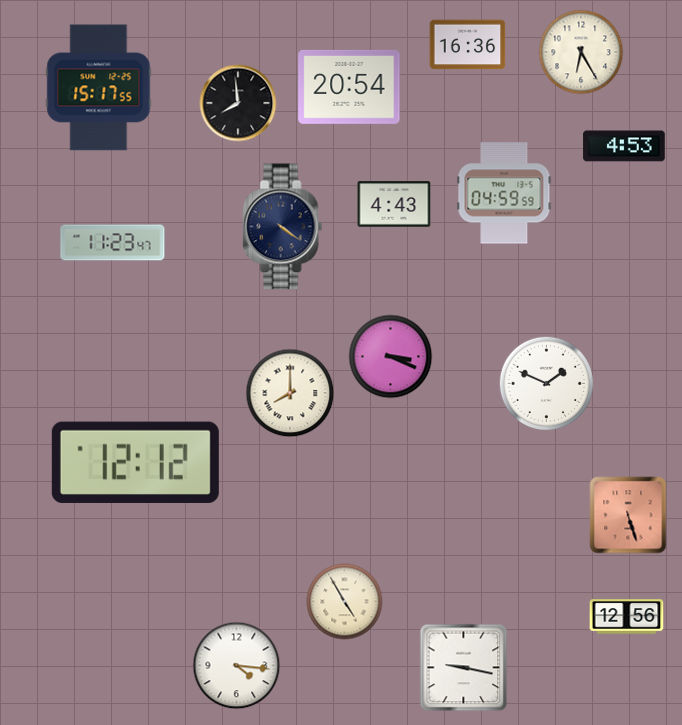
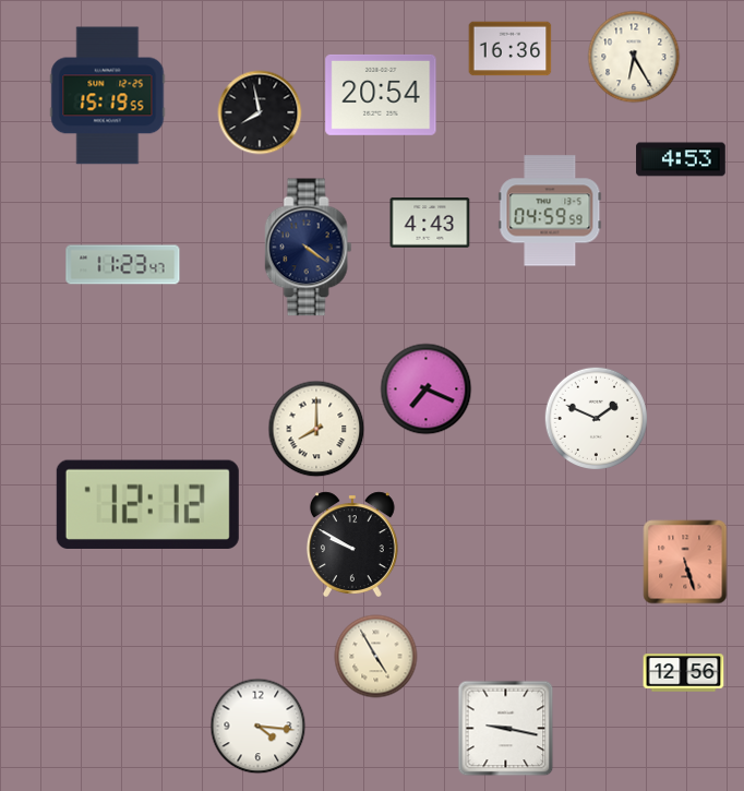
clock at (99, 88): 15:17 -> 15:19
clock at (238, 103): 7:59 -> 7:58
clock at (391, 357): 3:19 -> 7:19
clock at (352, 543): none -> 9:50
